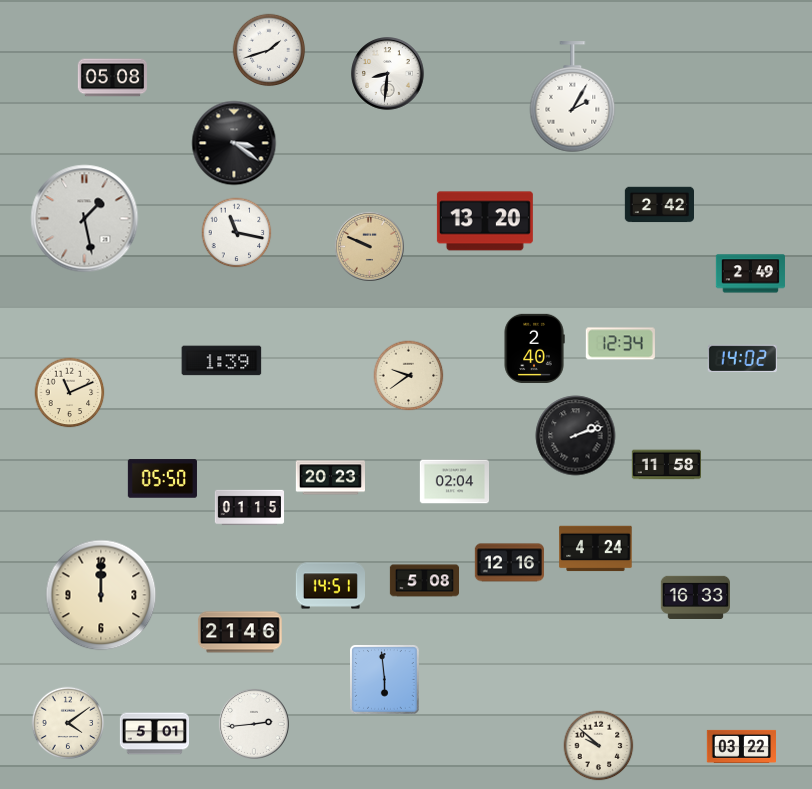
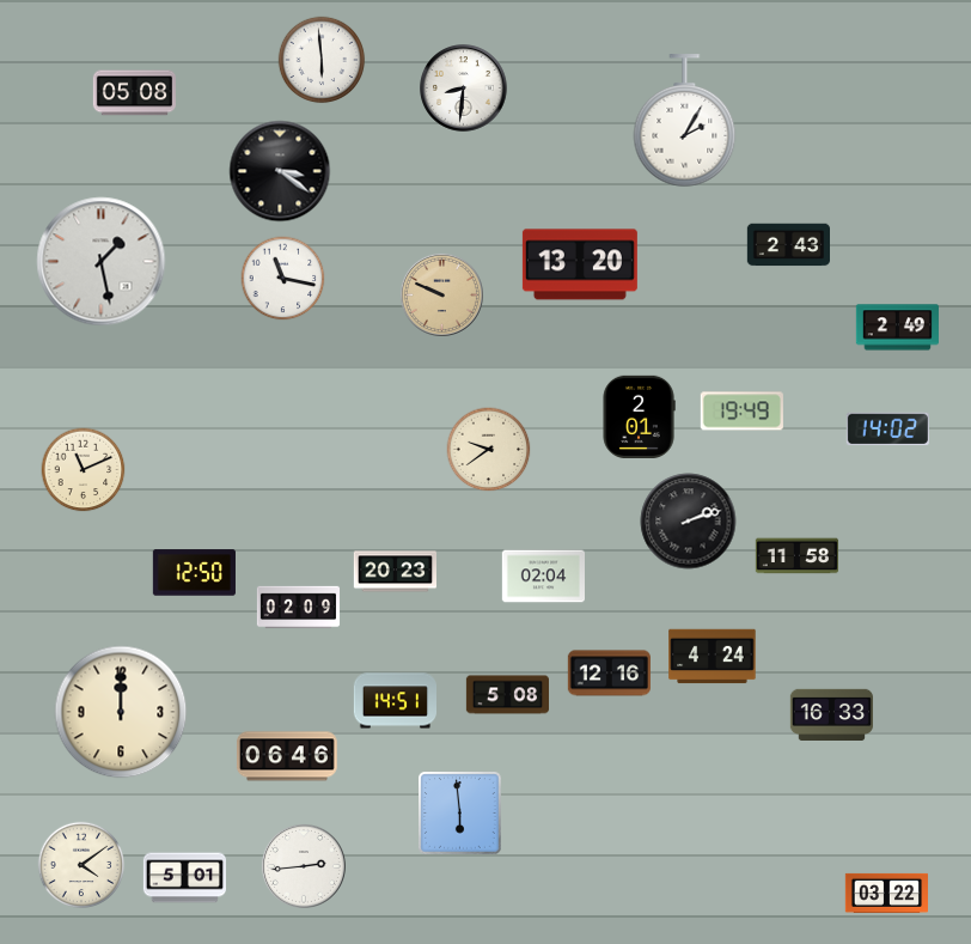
clock at (269, 50): 1:42 -> 5:59
clock at (573, 97) position: (573, 97) -> (685, 121)
clock at (659, 205): 2:42 -> 2:43
clock at (620, 344): 12:34 -> 19:49
clock at (534, 348): 2:40 -> 2:01
clock at (222, 361): 1:39 -> none
clock at (162, 479): 05:50 -> 12:50
clock at (250, 508): 01:15 -> 02:09
clock at (240, 632): 21:46 -> 06:46
clock at (599, 746): 9:52 -> none
